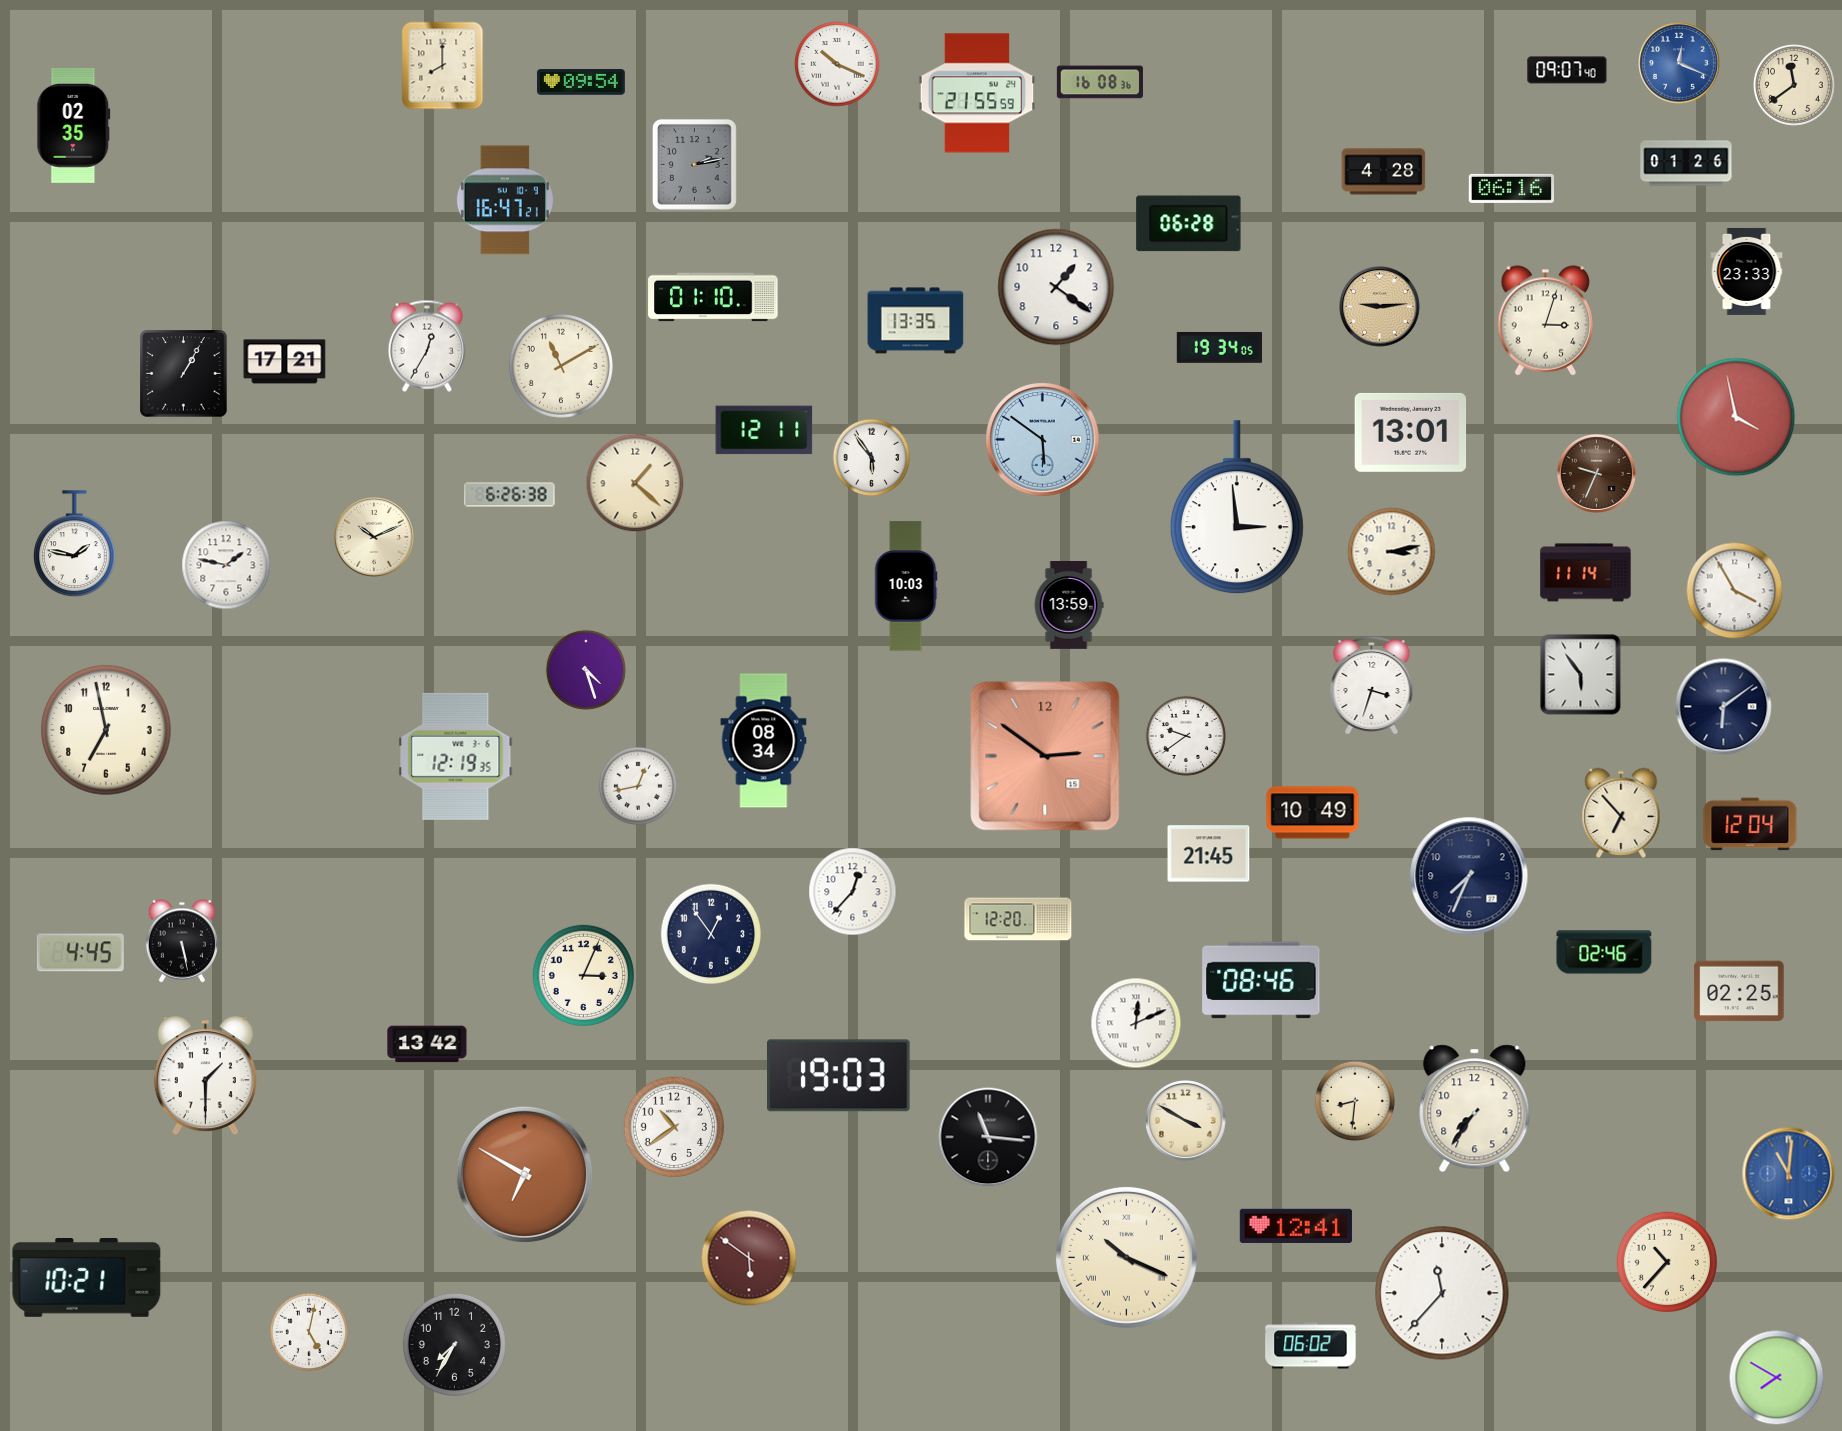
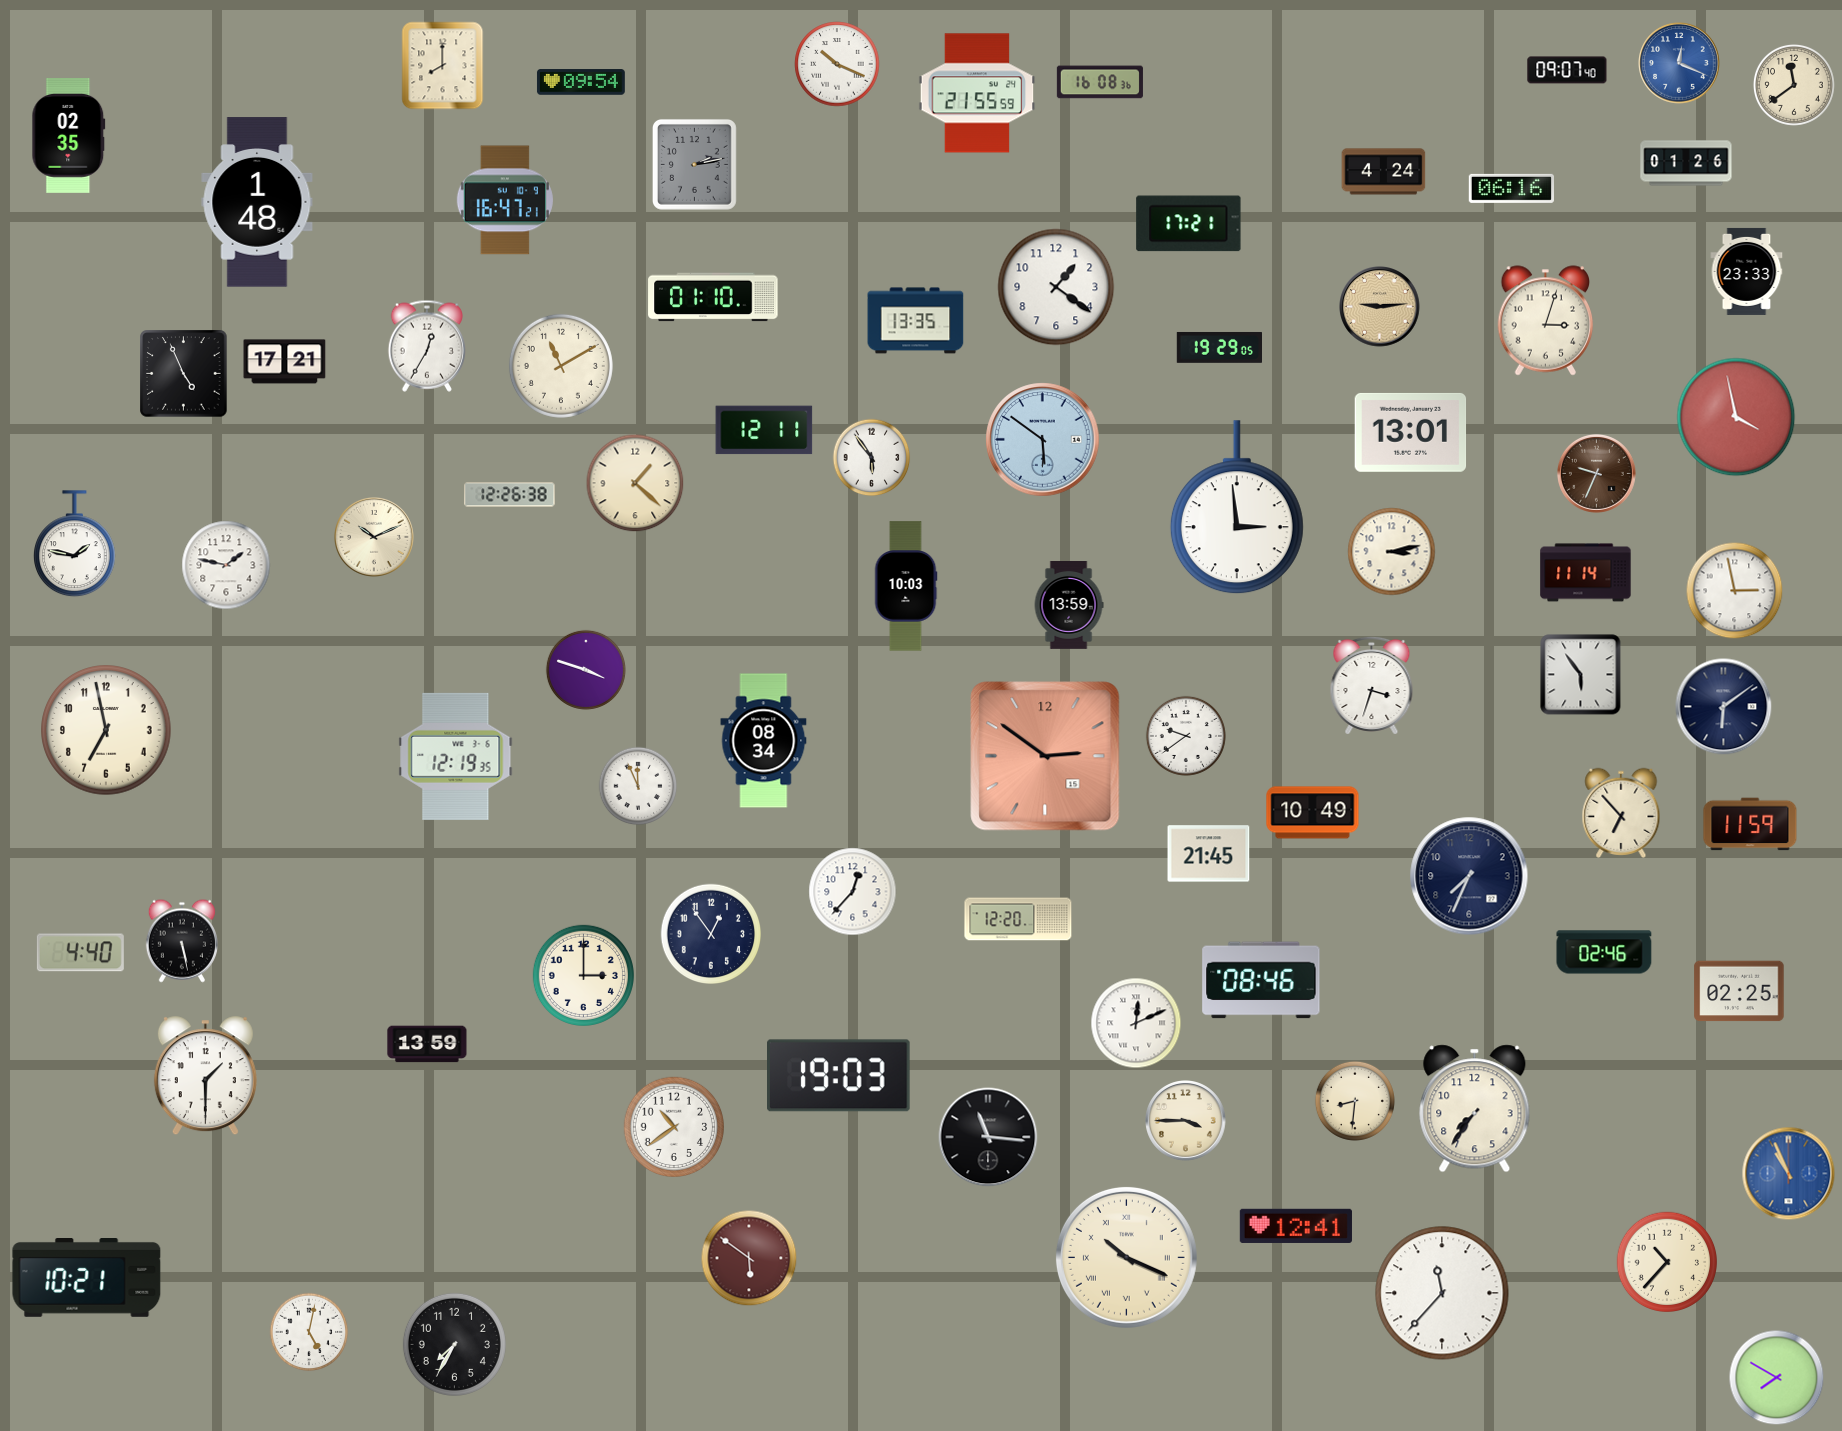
clock at (74, 125) position: (74, 125) -> (69, 135)
clock at (1384, 172): 4:28 -> 4:24
clock at (257, 202): none -> 1:48
clock at (1189, 224): 06:28 -> 17:21
clock at (1219, 347): 19:34 -> 19:29
clock at (184, 374): 1:05 -> 4:56
clock at (510, 495): 6:26 -> 12:26
clock at (1735, 591): 3:55 -> 2:58
clock at (586, 670): 4:27 -> 3:48
clock at (638, 786): 12:43 -> 11:56
clock at (1750, 824): 12:04 -> 11:59
clock at (80, 953): 4:45 -> 4:40
clock at (583, 975): 3:04 -> 3:00
clock at (427, 1044): 13:42 -> 13:59
clock at (1186, 1121): 3:50 -> 3:45
clock at (524, 1174): 6:50 -> none
clock at (1789, 1174): 11:01 -> 10:56
clock at (1311, 1346): 06:02 -> none
